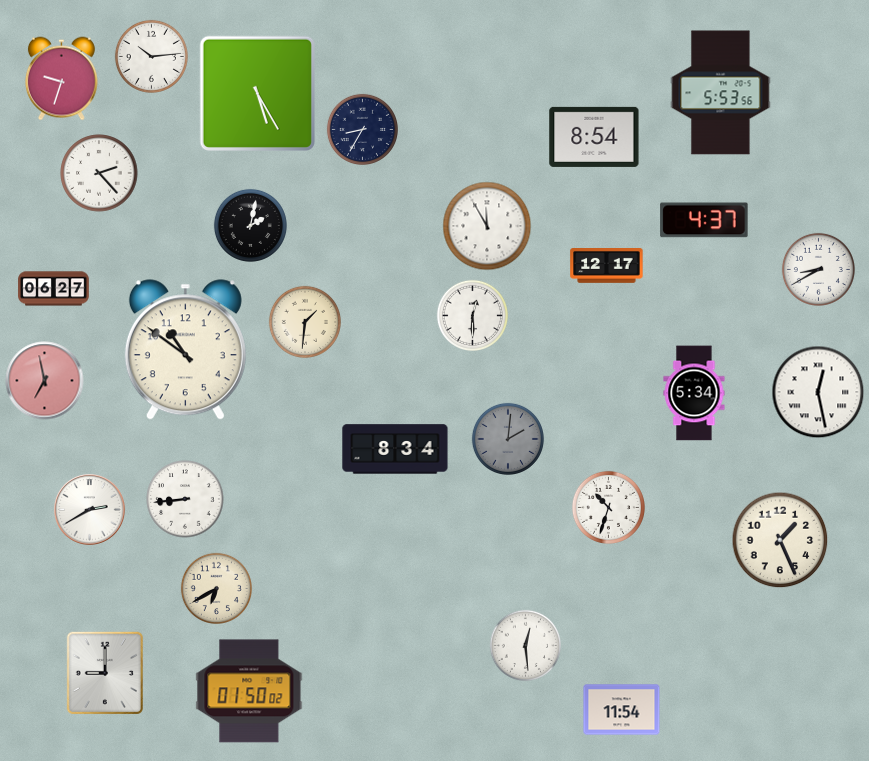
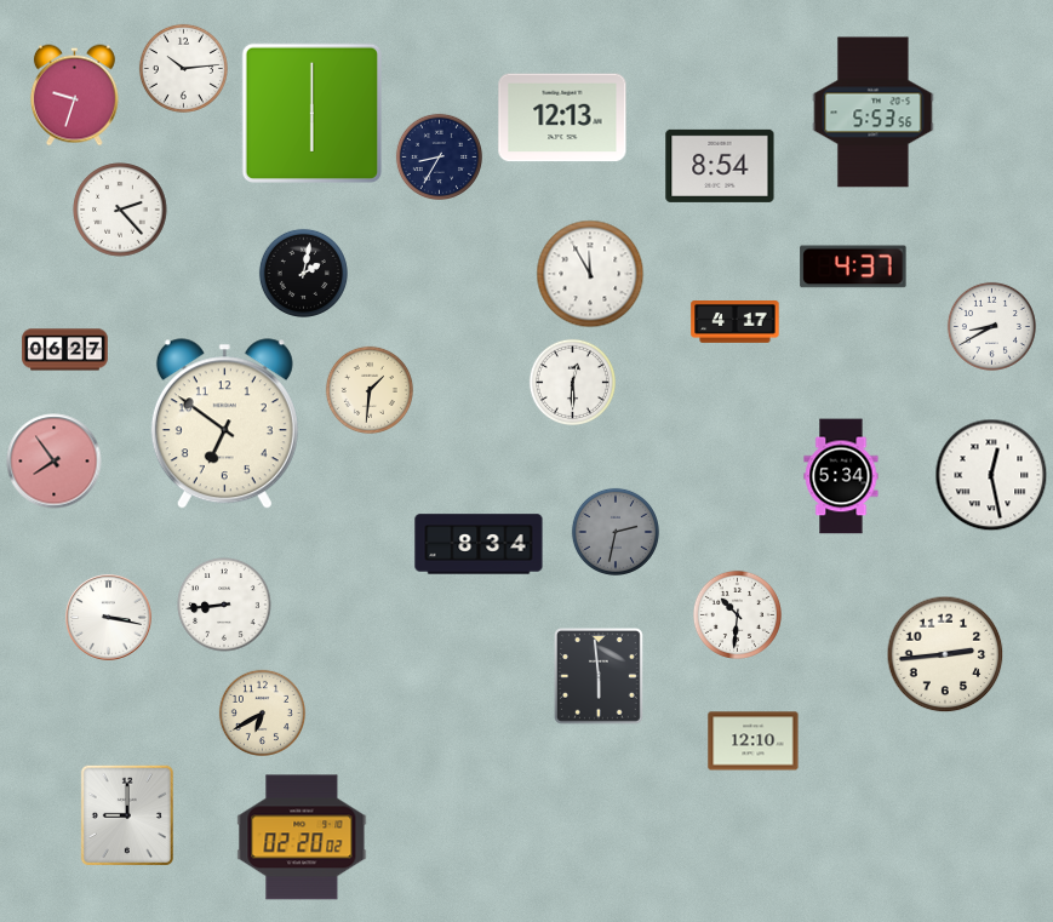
clock at (257, 93): 5:25 -> 6:00
clock at (562, 118): none -> 12:13
clock at (607, 266): 12:17 -> 4:17
clock at (185, 350): 10:51 -> 6:51
clock at (45, 381): 6:58 -> 7:54
clock at (508, 439): 2:01 -> 2:32
clock at (608, 507): 10:33 -> 10:31
clock at (90, 510): 2:40 -> 3:17
clock at (780, 540): 1:26 -> 2:44
clock at (600, 677): none -> 5:59
clock at (754, 741): none -> 12:10
clock at (525, 645): 12:29 -> none
clock at (249, 691): 01:50 -> 02:20
clock at (622, 710): 11:54 -> none
